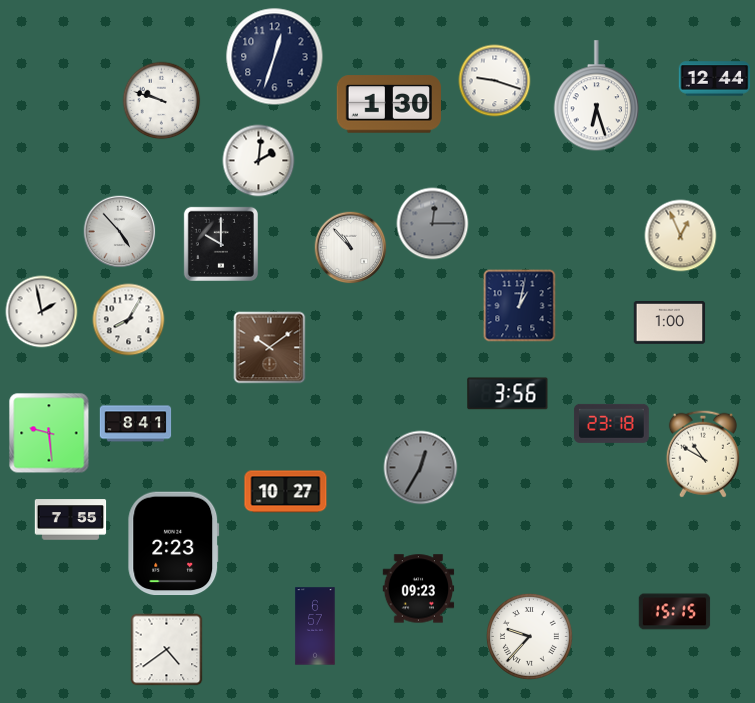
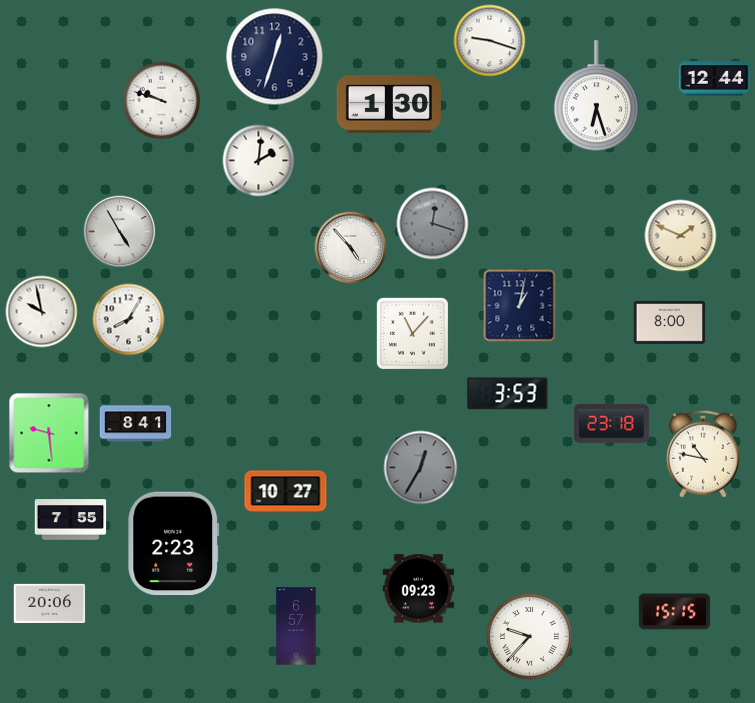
clock at (495, 81) position: (495, 81) -> (490, 41)
clock at (433, 224): 12:15 -> 12:18
clock at (120, 232): 4:53 -> 4:55
clock at (681, 236): 12:56 -> 1:49
clock at (221, 244): 10:00 -> none
clock at (351, 248): 10:53 -> 4:53
clock at (42, 312): 1:58 -> 9:58
clock at (670, 322): 1:00 -> 8:00
clock at (412, 333): none -> 11:07
clock at (270, 348): 10:09 -> none
clock at (508, 394): 3:56 -> 3:53
clock at (703, 454): 10:50 -> 10:47
clock at (50, 603): none -> 20:06
clock at (315, 626) position: (315, 626) -> (296, 626)
clock at (167, 650): 4:39 -> none
